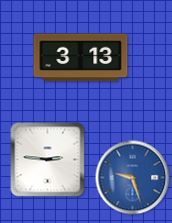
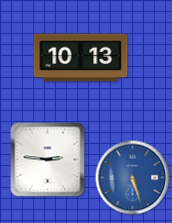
clock at (81, 58): 3:13 -> 10:13
clock at (133, 178): 9:27 -> 5:27
